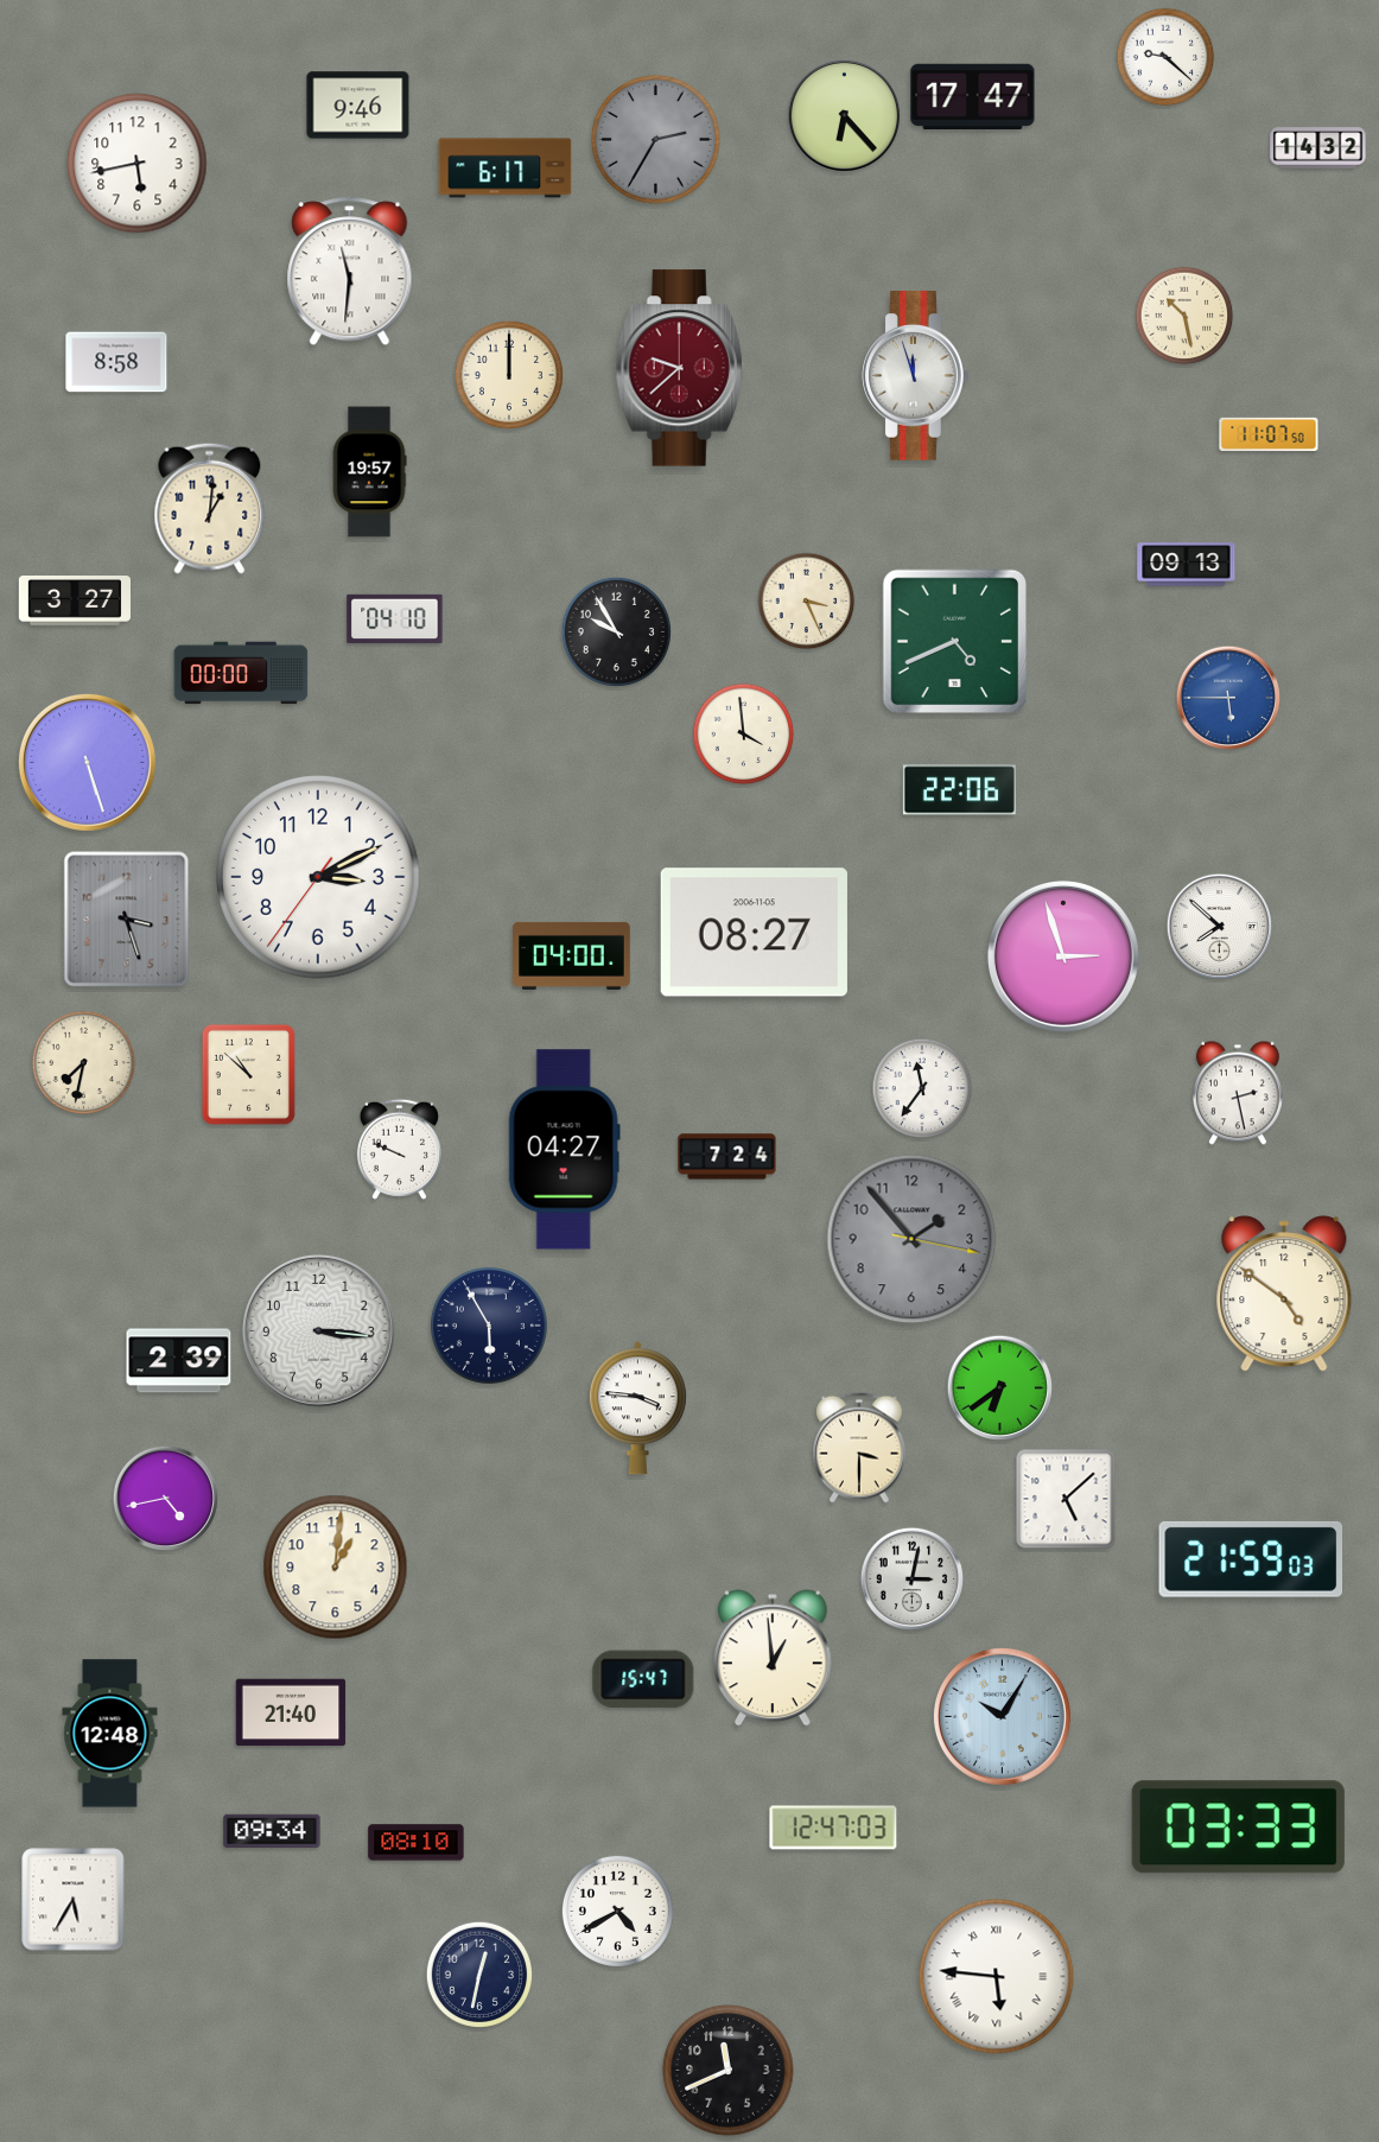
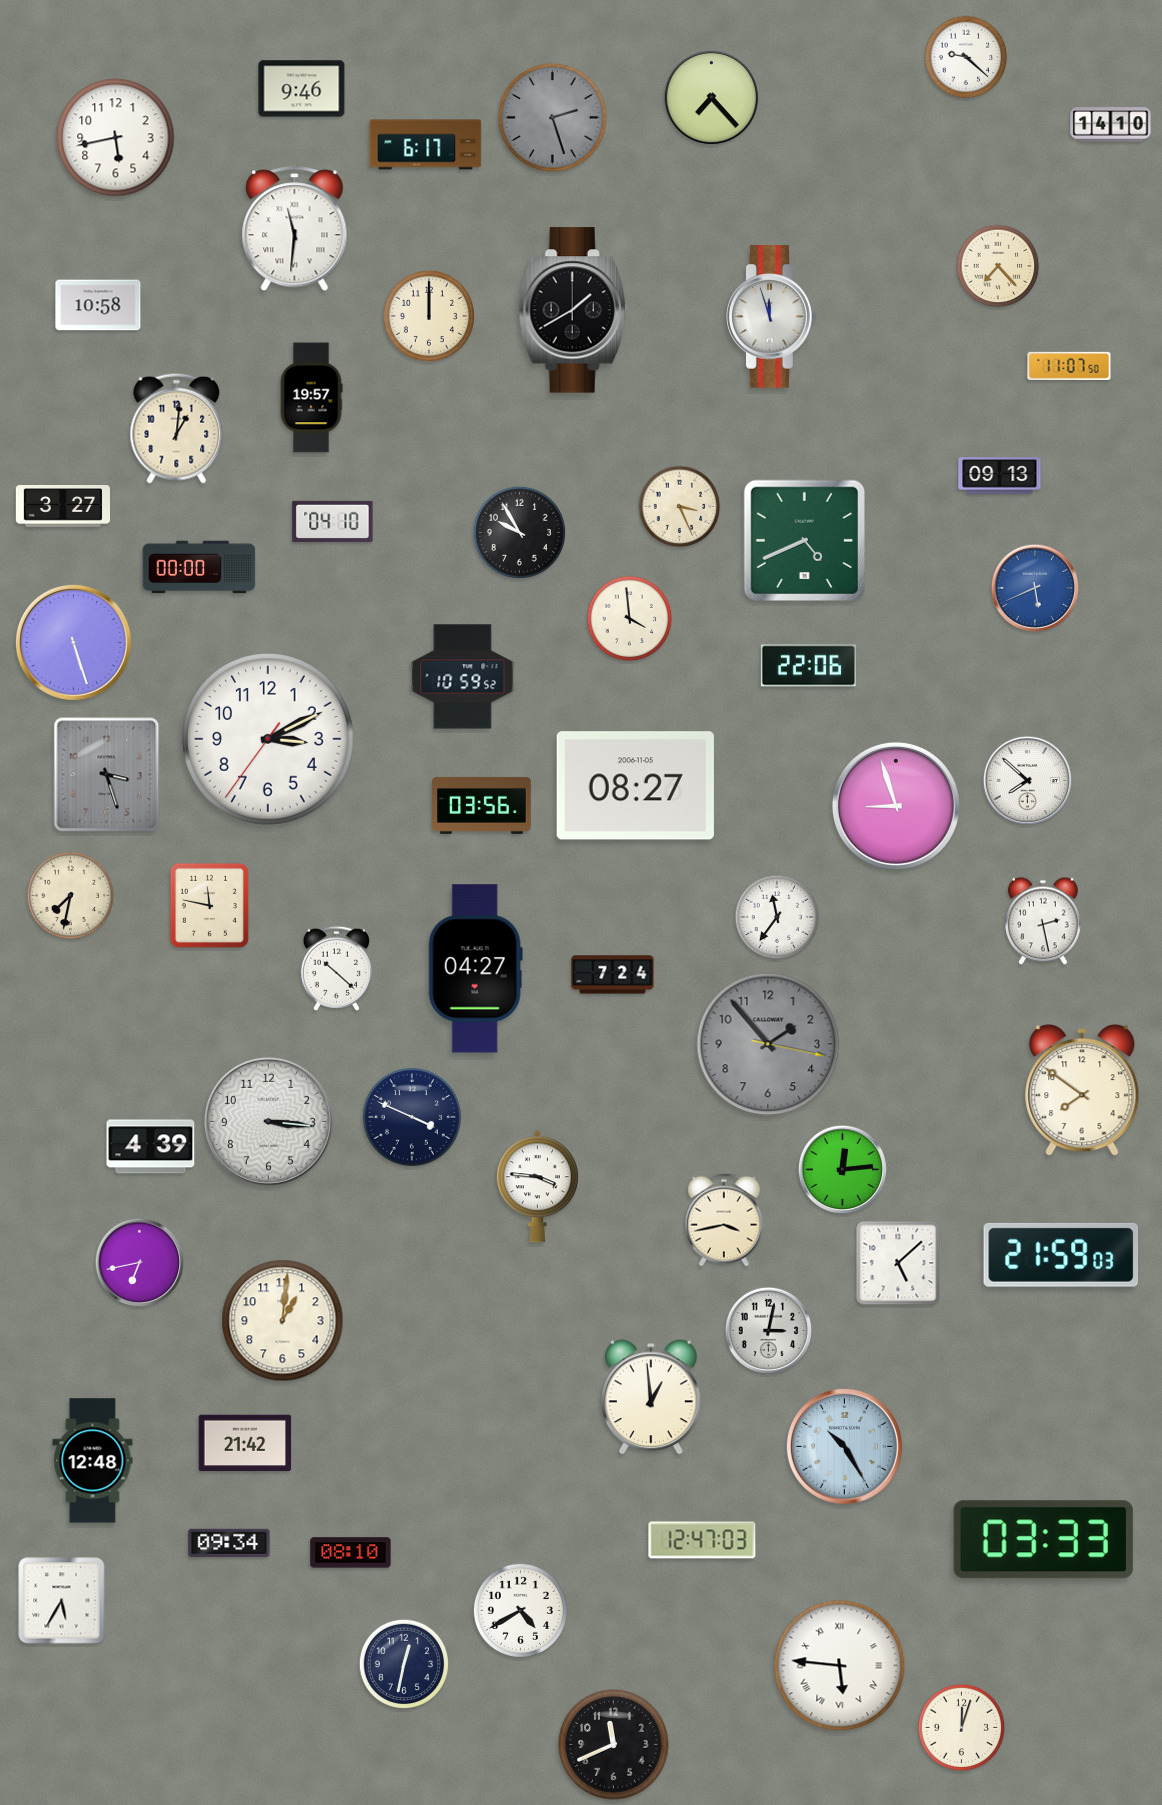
clock at (1165, 57) position: (1165, 57) -> (966, 57)
clock at (973, 96): 17:47 -> none
clock at (844, 115): 6:23 -> 7:23
clock at (656, 140): 2:35 -> 2:27
clock at (1318, 148): 14:32 -> 14:10
clock at (506, 169) position: (506, 169) -> (426, 145)
clock at (1184, 316): 10:28 -> 7:23
clock at (116, 362): 8:58 -> 10:58
clock at (680, 368): 9:38 -> 1:40
clock at (680, 368) dial: burgundy -> black
clock at (241, 673) position: (241, 673) -> (199, 567)
clock at (1227, 697): 5:45 -> 5:41
clock at (744, 735) position: (744, 735) -> (630, 619)
clock at (463, 677): none -> 10:59
clock at (572, 955): 04:00 -> 03:56
clock at (1063, 956): 2:57 -> 8:57
clock at (248, 1074): 10:52 -> 11:47
clock at (399, 1149): 9:49 -> 10:22
clock at (1284, 1294): 4:51 -> 7:51
clock at (489, 1326): 5:55 -> 3:49
clock at (179, 1361): 2:39 -> 4:39
clock at (999, 1387): 6:39 -> 12:14
clock at (860, 1448): 3:30 -> 3:43
clock at (165, 1498): 4:43 -> 6:43
clock at (1251, 1559) position: (1251, 1559) -> (1061, 1255)
clock at (643, 1679): 15:47 -> none
clock at (291, 1712): 21:40 -> 21:42
clock at (1002, 1716): 10:05 -> 10:25
clock at (962, 1728): none -> 12:03
